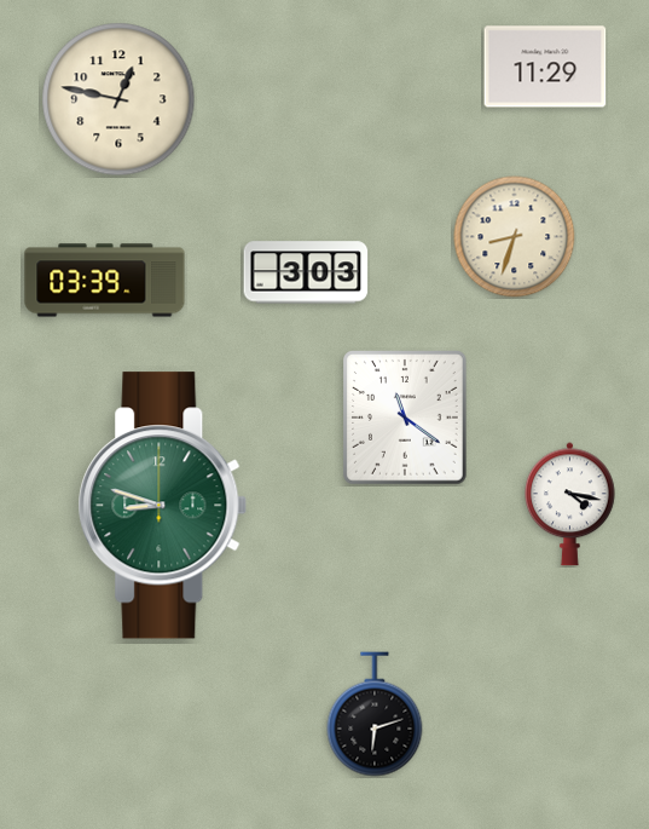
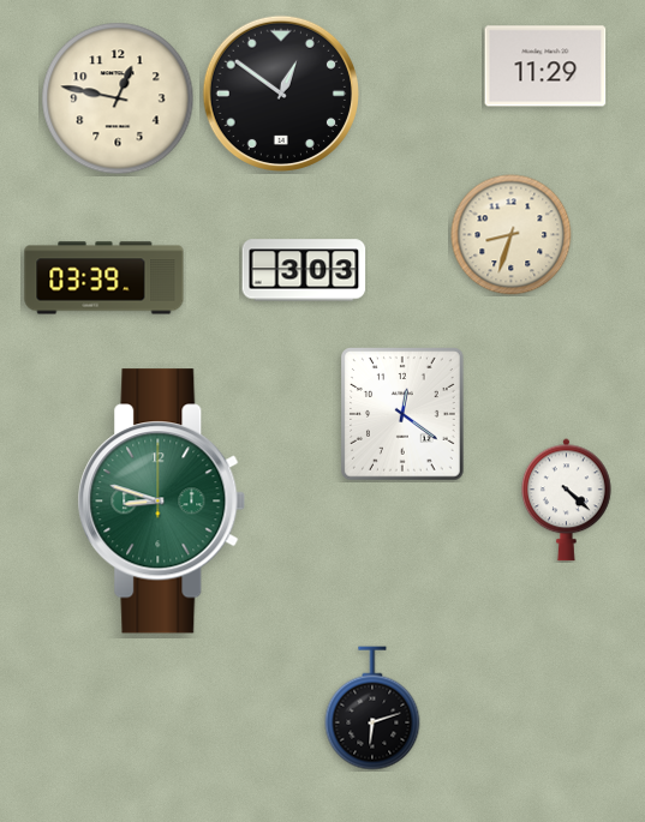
clock at (545, 67) position: (545, 67) -> (545, 66)
clock at (280, 92): none -> 12:51
clock at (406, 418): 11:21 -> 12:21
clock at (570, 505): 4:17 -> 4:22
